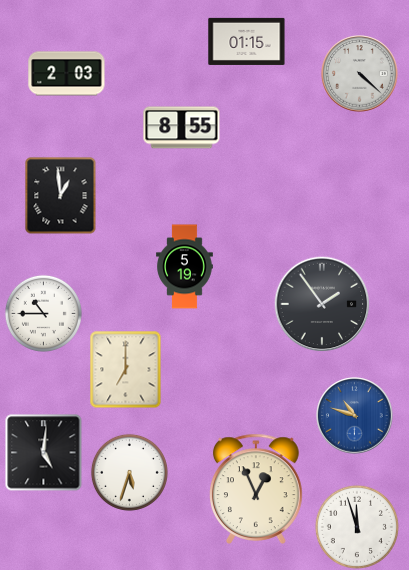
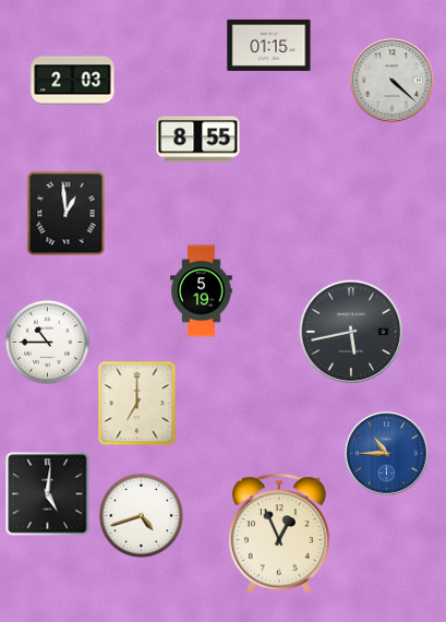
clock at (322, 304): 1:54 -> 5:43
clock at (355, 416): 10:48 -> 10:45
clock at (129, 472): 5:33 -> 4:42
clock at (357, 527): 11:57 -> none
